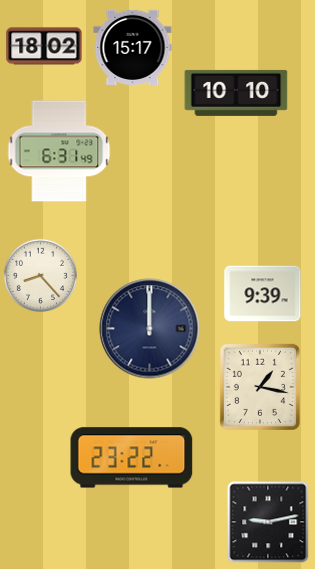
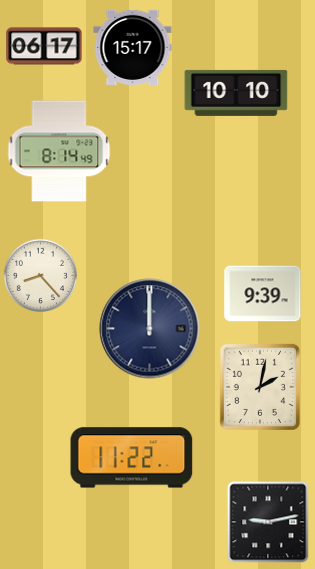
clock at (44, 46): 18:02 -> 06:17
clock at (59, 151): 6:31 -> 8:14
clock at (260, 387): 1:17 -> 2:02
clock at (132, 458): 23:22 -> 11:22
